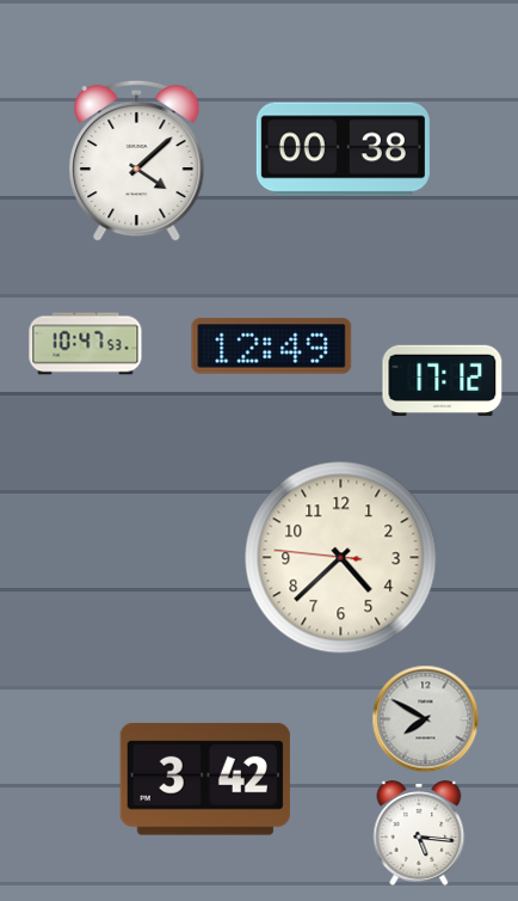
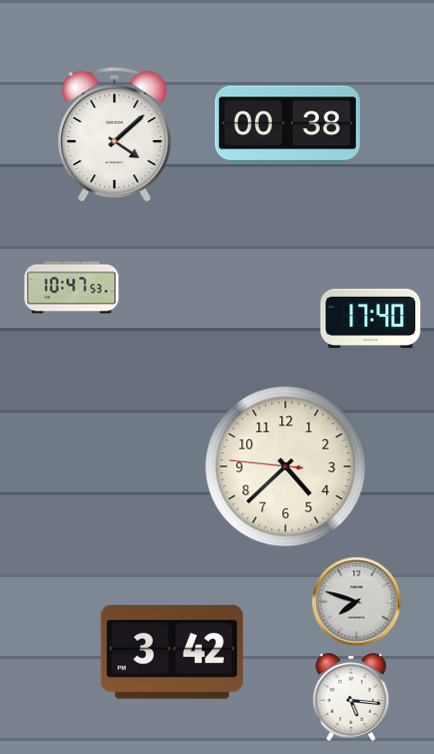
clock at (272, 347): 12:49 -> none
clock at (443, 380): 17:12 -> 17:40
clock at (426, 719): 7:50 -> 7:48
